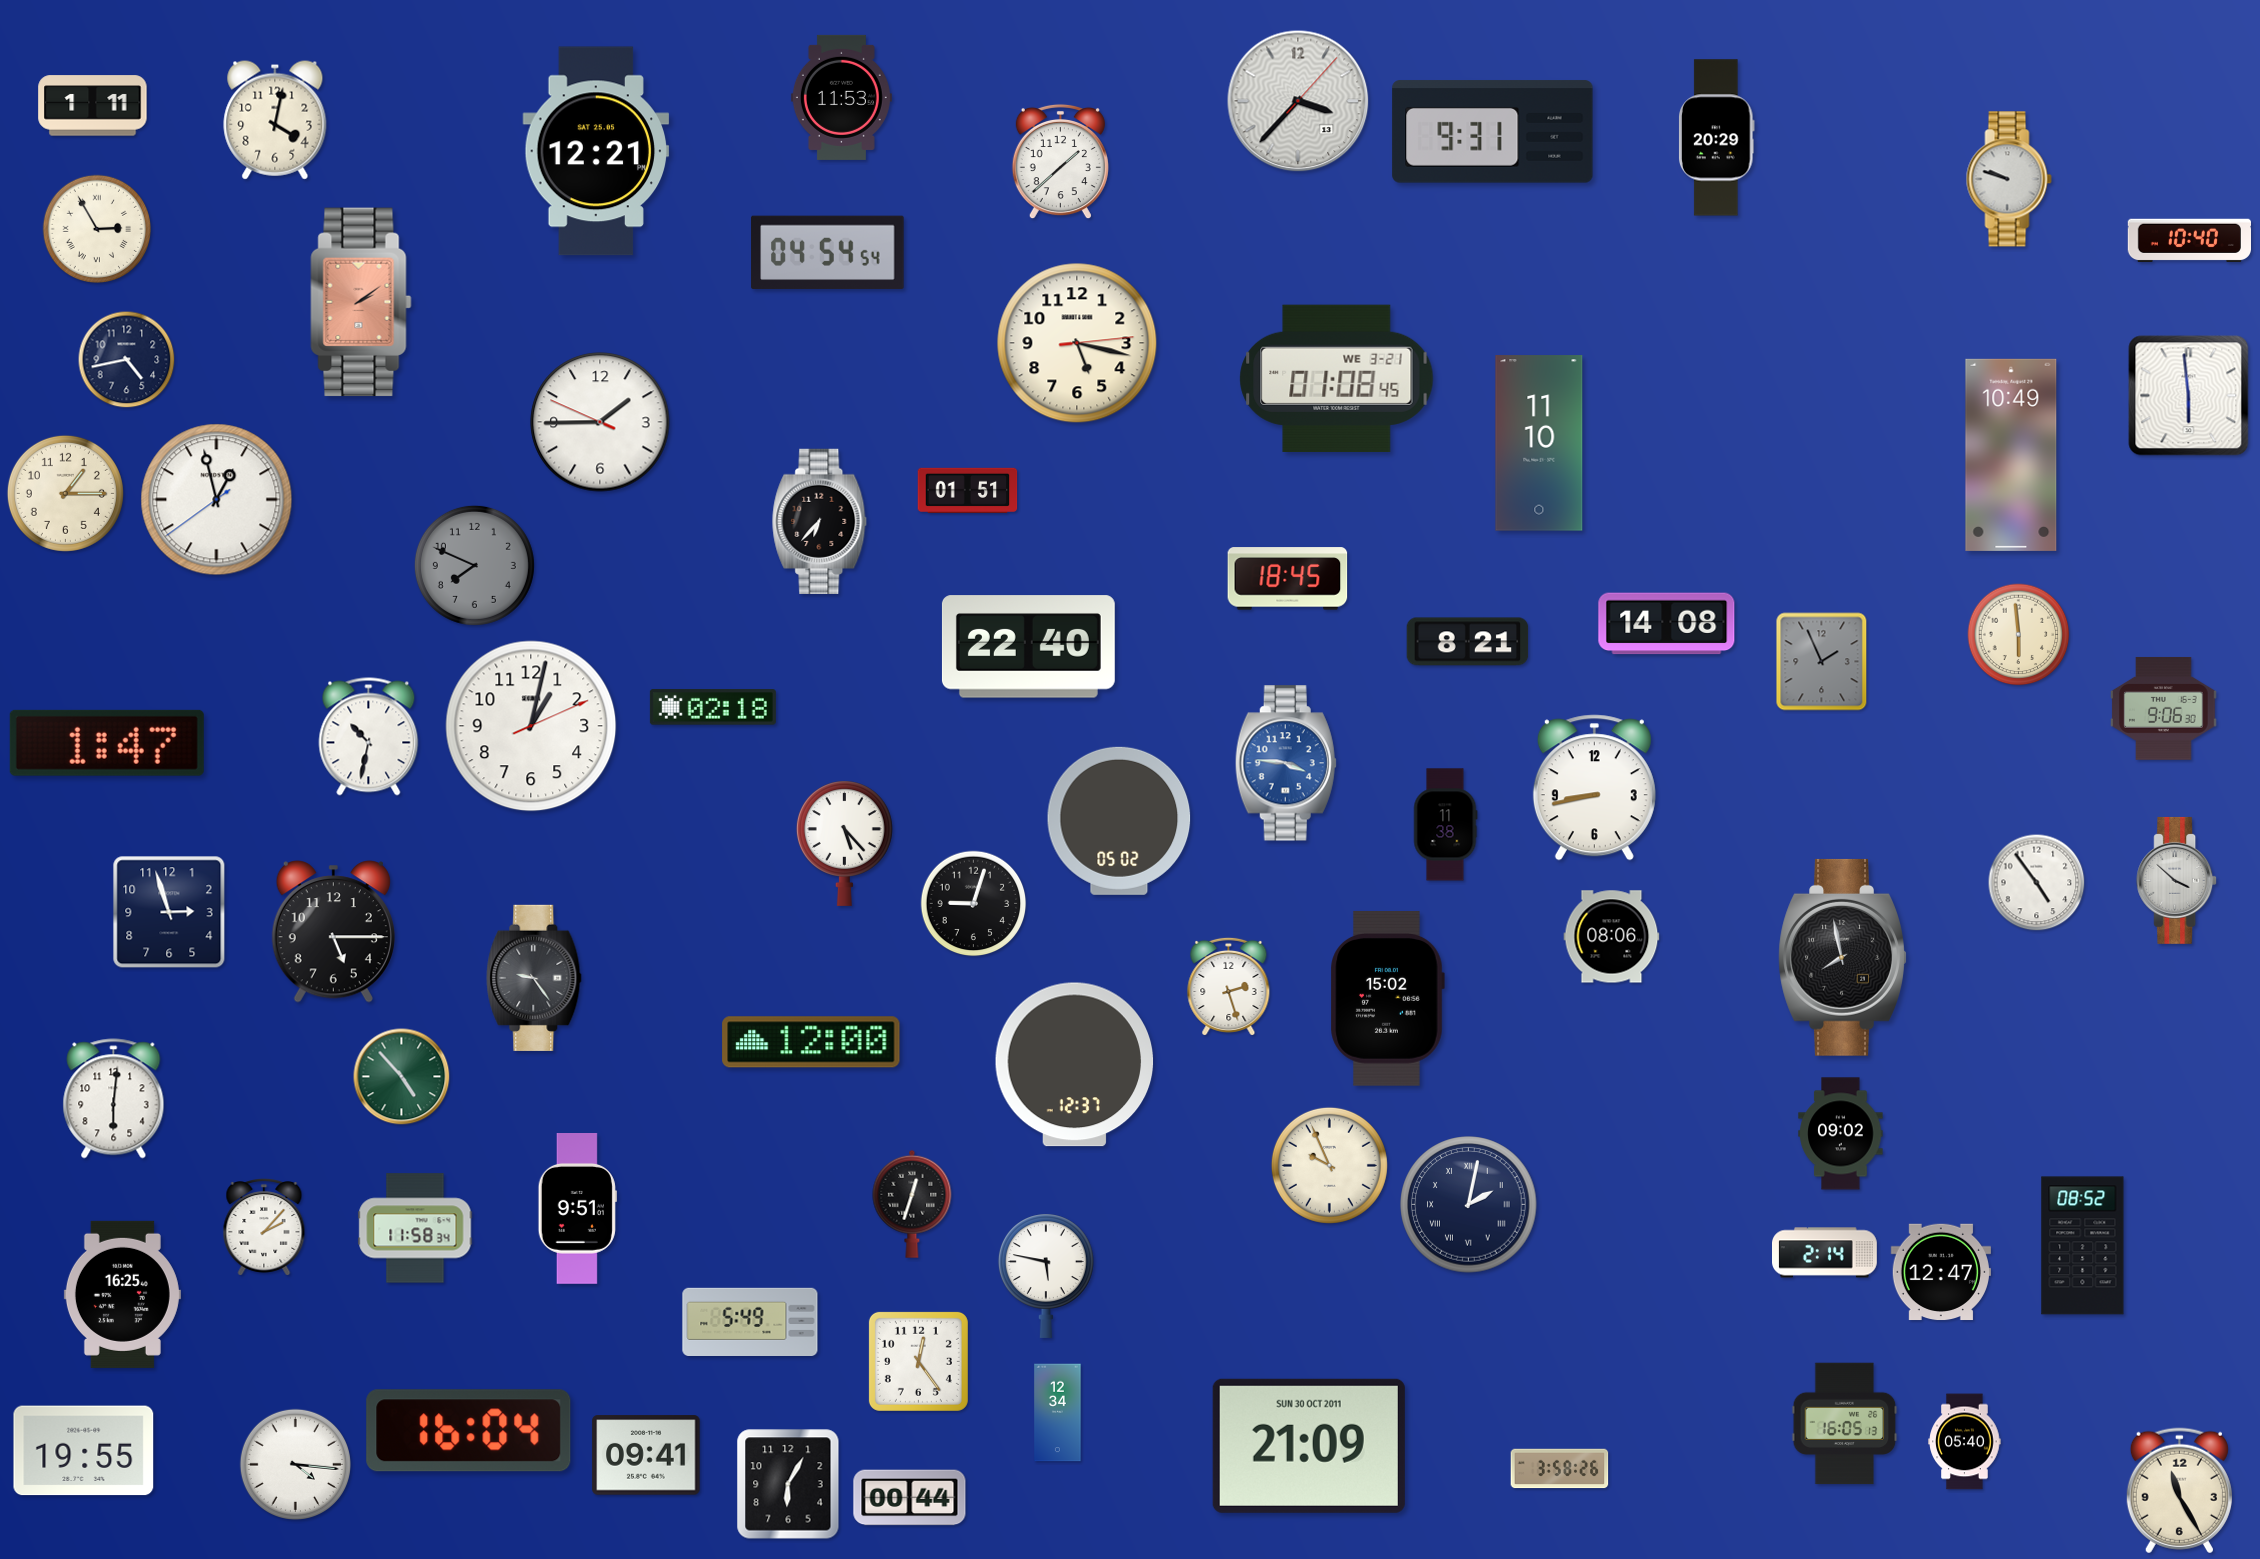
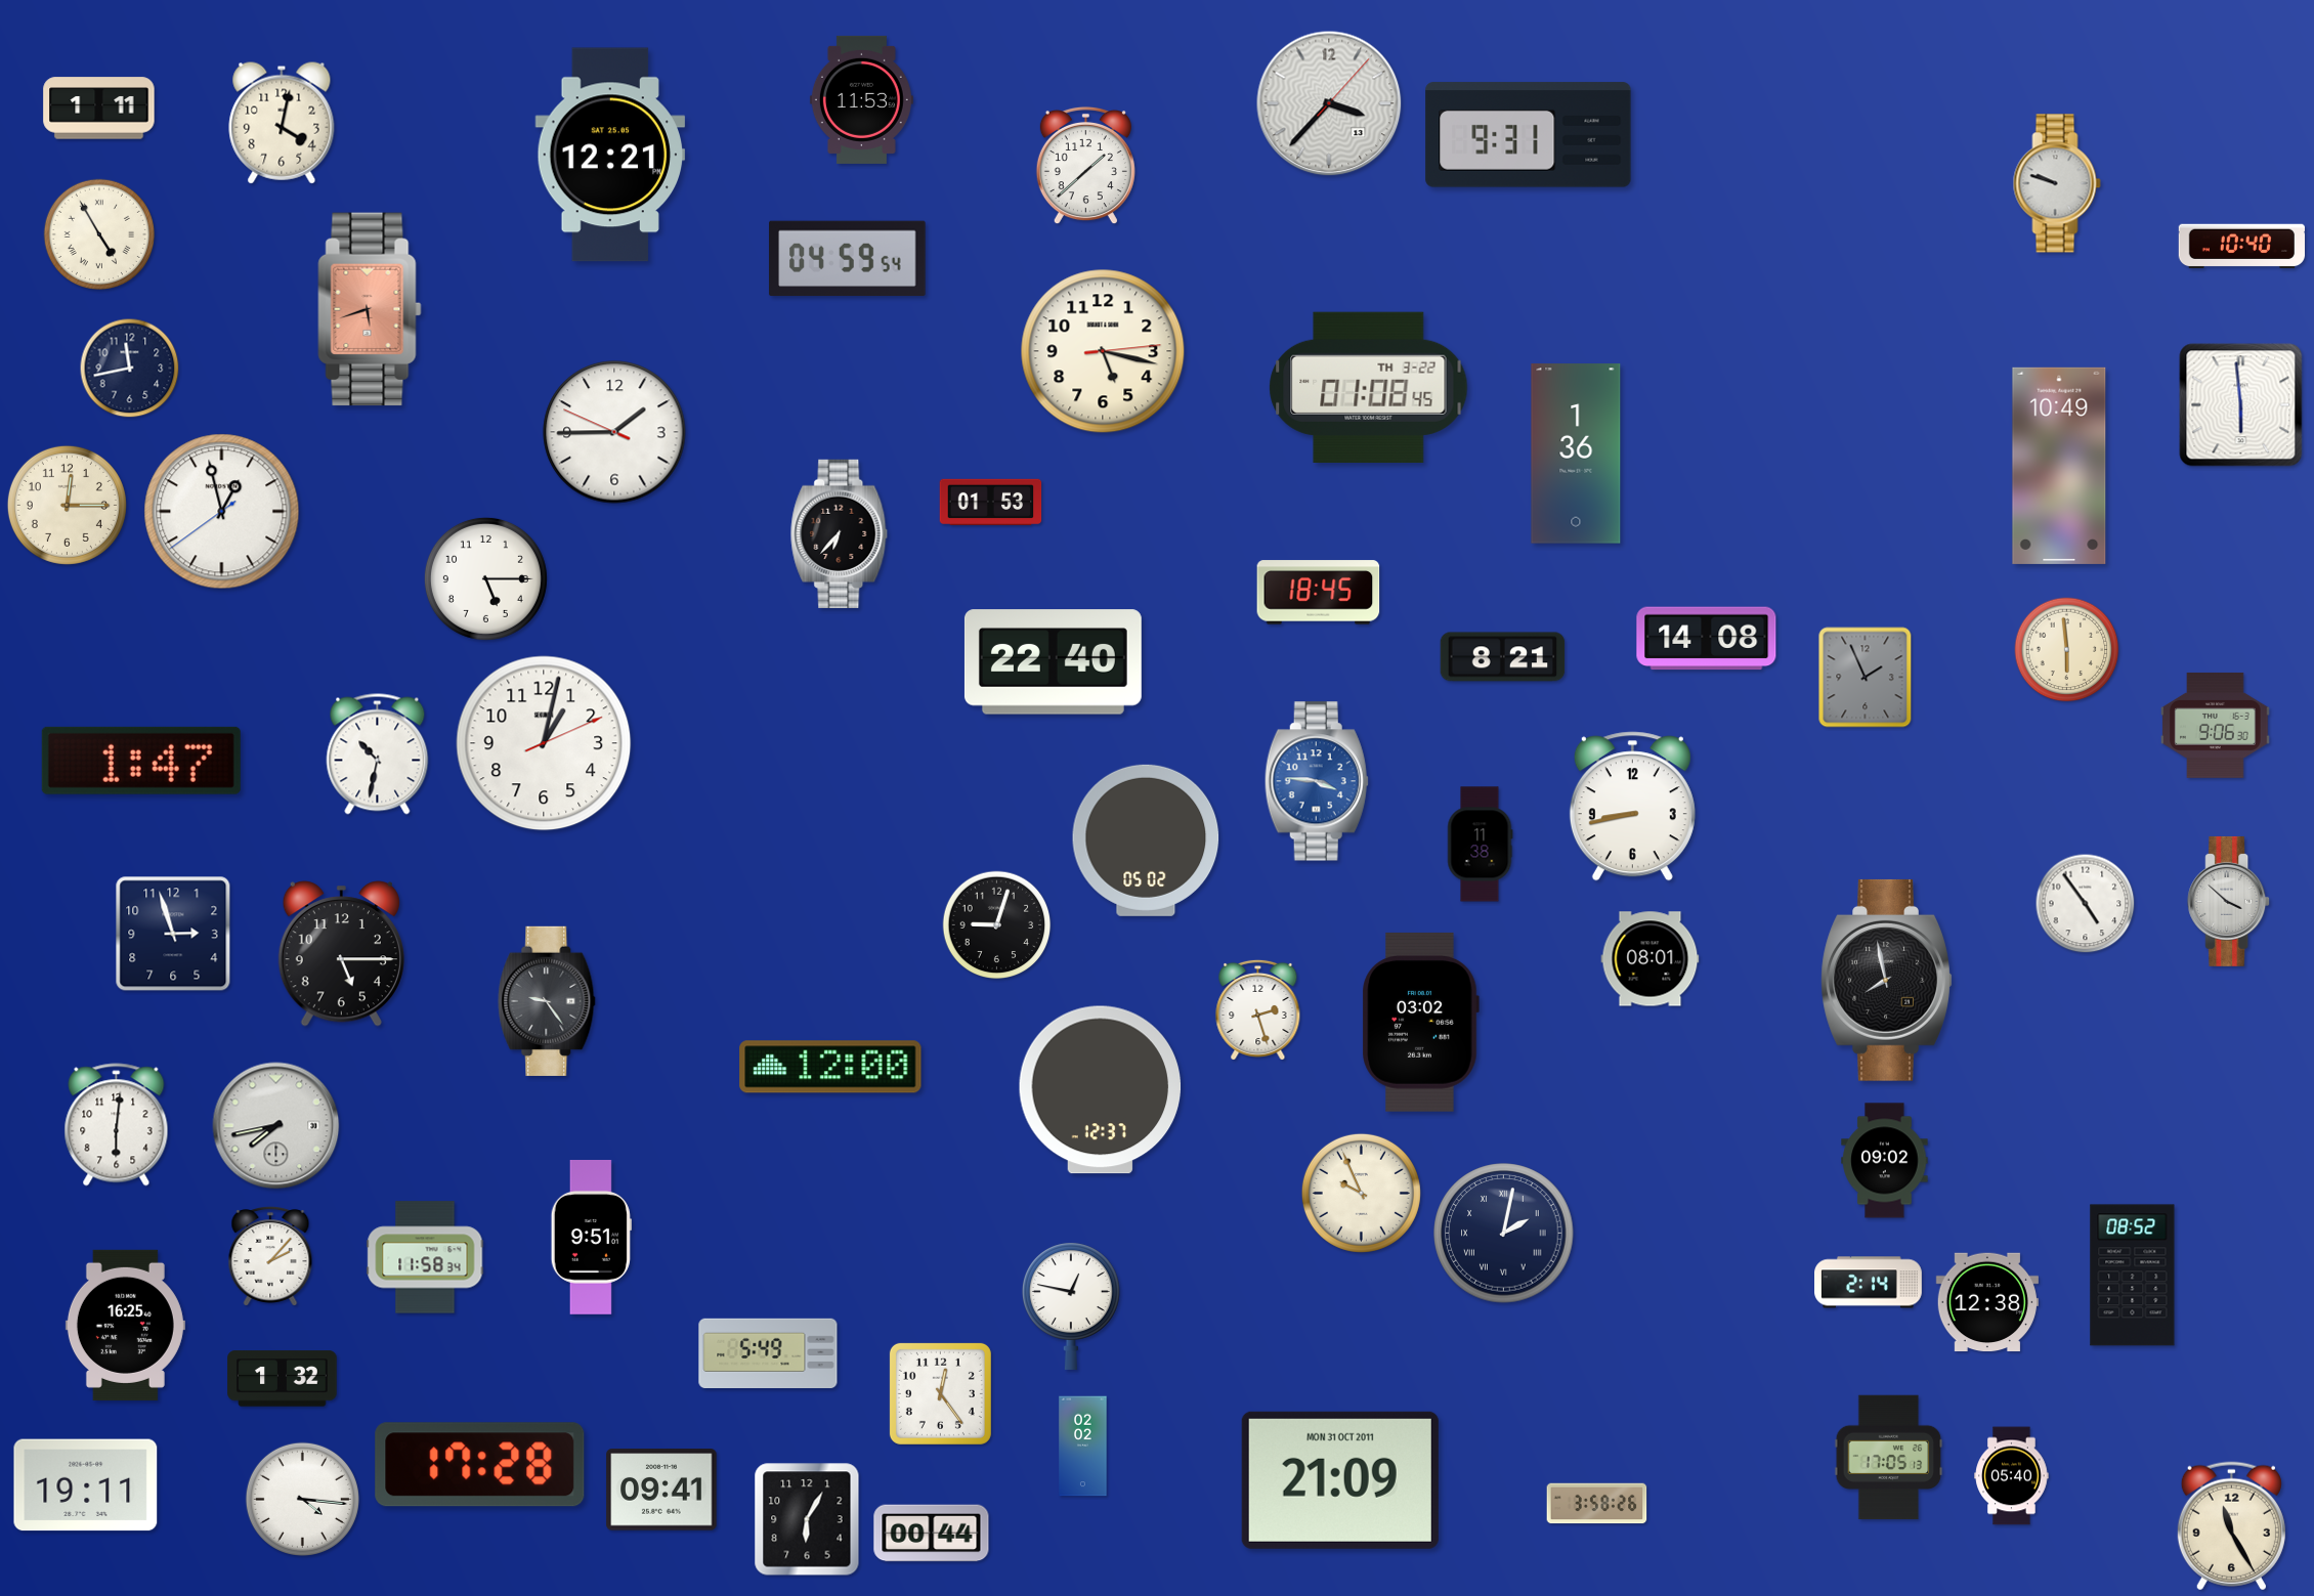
clock at (93, 106) position: (93, 106) -> (99, 109)
clock at (1717, 138): 20:29 -> none
clock at (96, 228): 2:55 -> 4:55
clock at (828, 253): 04:54 -> 04:59
clock at (361, 302): 2:09 -> 5:42
clock at (127, 360): 4:43 -> 11:43
clock at (1337, 378) date: WE 3-21 -> TH 3-22
clock at (1539, 443): 11:10 -> 1:36
clock at (968, 490): 01:51 -> 01:53
clock at (65, 493): 1:15 -> 12:15
clock at (474, 565): 7:49 -> 5:15
clock at (474, 565) dial: grey -> white
clock at (713, 707): 02:18 -> none
clock at (107, 743) position: (107, 743) -> (141, 761)
clock at (844, 843): 5:23 -> none
clock at (1612, 937): 08:06 -> 08:01
clock at (1387, 998): 15:02 -> 03:02
clock at (402, 1077): 4:53 -> none
clock at (276, 1126): none -> 7:43
clock at (912, 1204): 12:33 -> none
clock at (1941, 1272): 12:47 -> 12:38
clock at (1046, 1276): 5:47 -> 12:47
clock at (283, 1379): none -> 1:32
clock at (1058, 1413): 12:34 -> 02:02
clock at (1845, 1424): 16:05 -> 17:05
clock at (469, 1431): 16:04 -> 17:28
clock at (1309, 1446) date: SUN 30 OCT 2011 -> MON 31 OCT 2011
clock at (84, 1451): 19:55 -> 19:11
